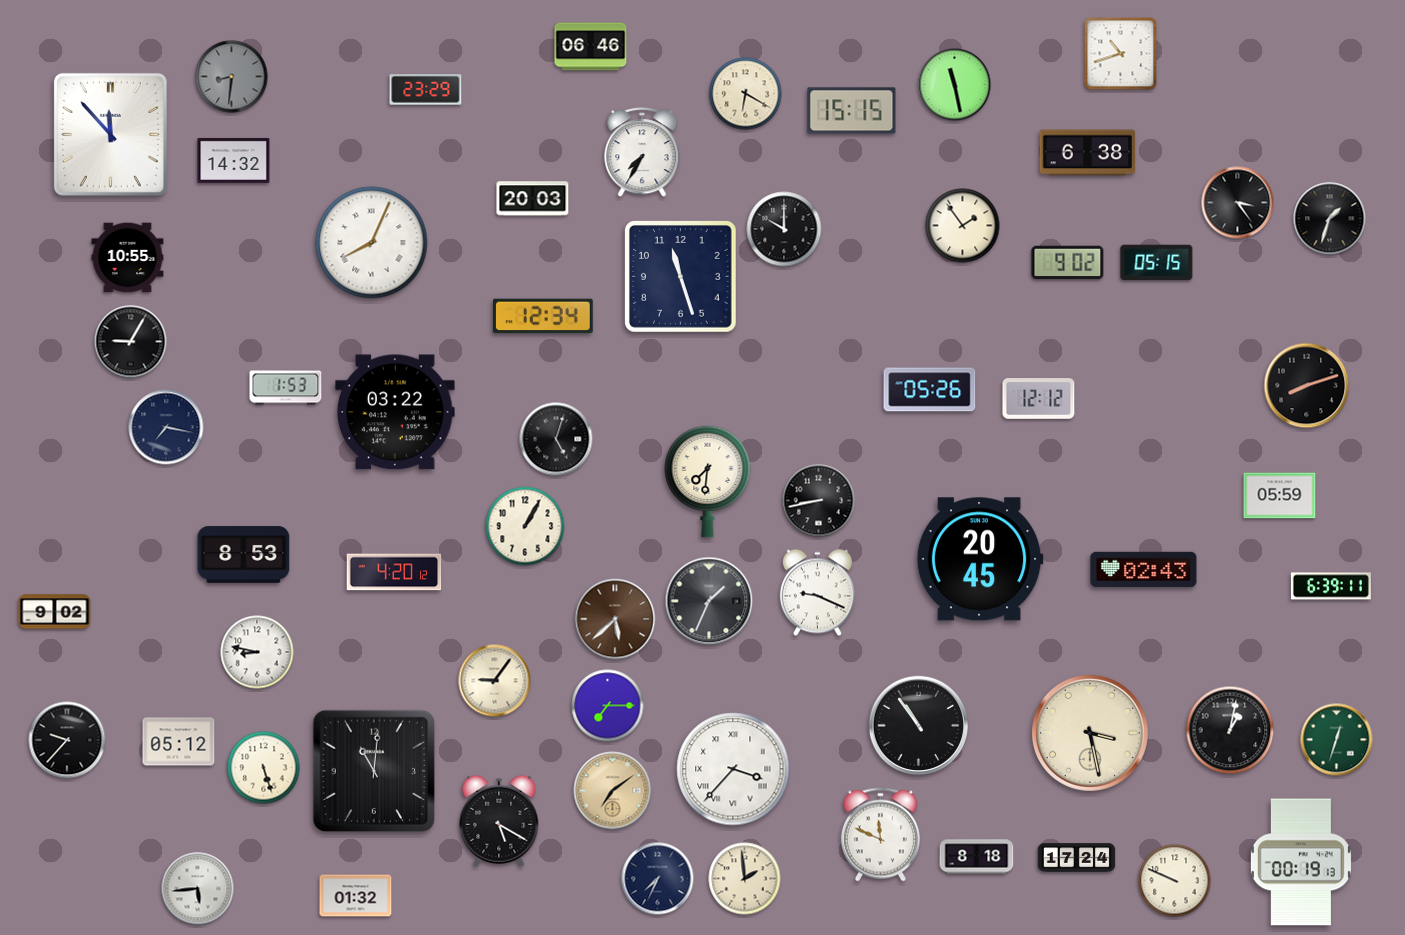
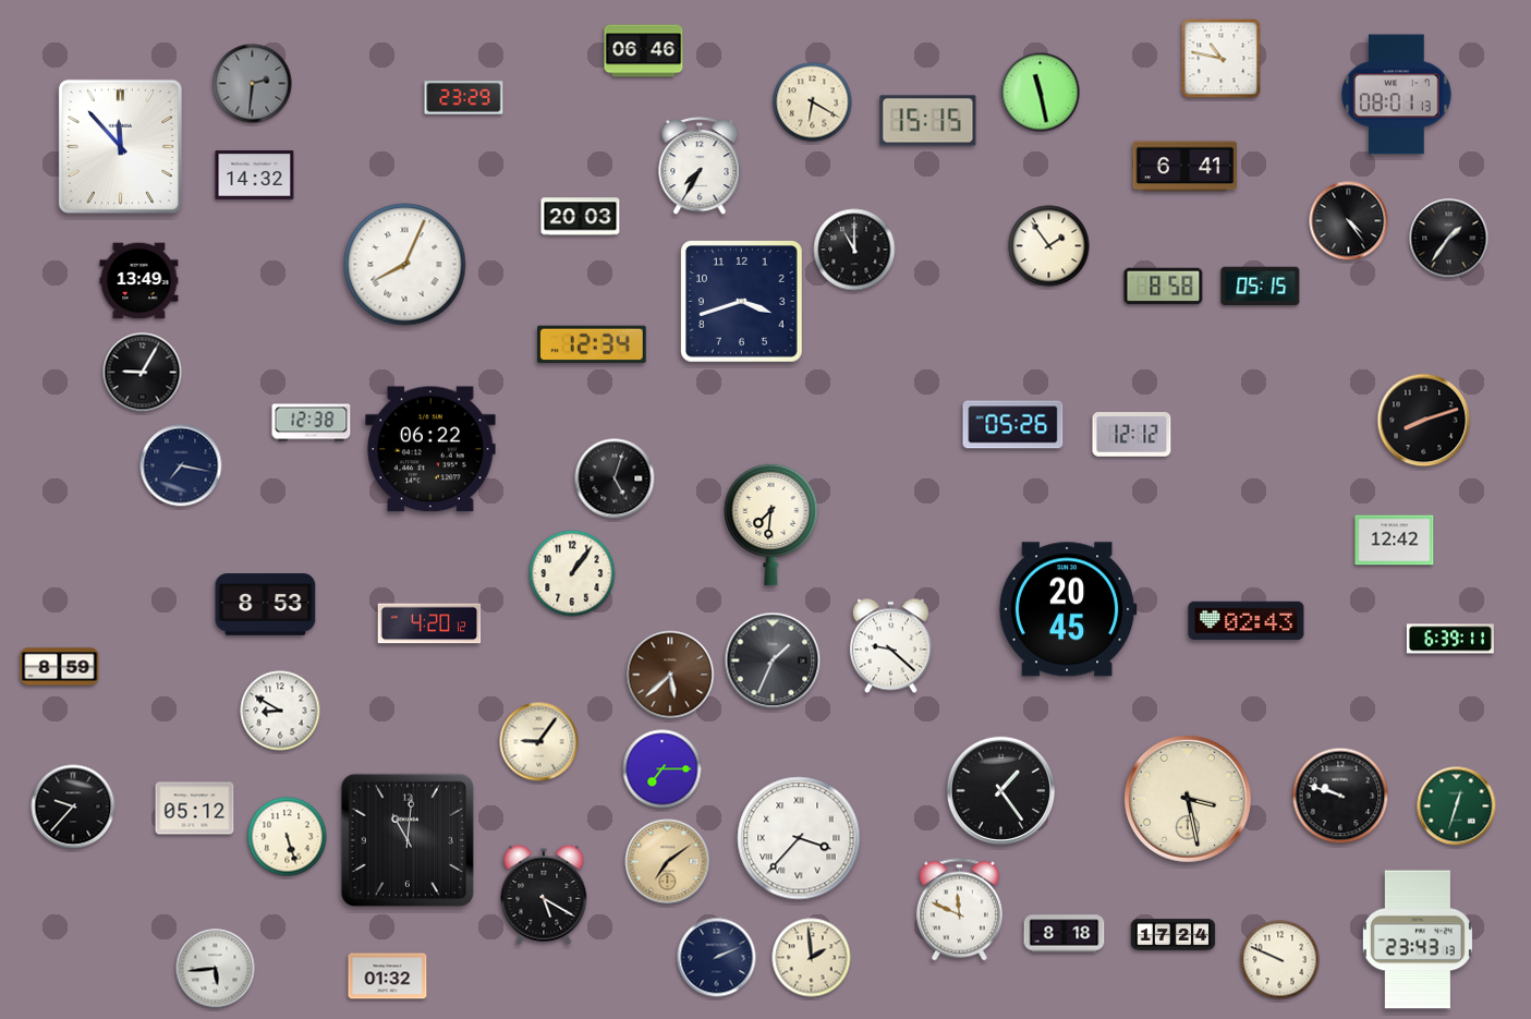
clock at (1121, 54): 10:42 -> 10:47
clock at (232, 77): 8:31 -> 2:31
clock at (1397, 95): none -> 08:01
clock at (1088, 153): 6:38 -> 6:41
clock at (1238, 203): 3:24 -> 4:24
clock at (1330, 219): 1:33 -> 1:36
clock at (784, 229): 10:00 -> 11:00
clock at (128, 258): 10:55 -> 13:49
clock at (1068, 263): 9:02 -> 8:58
clock at (681, 277): 11:27 -> 3:42
clock at (286, 388): 1:53 -> 12:38
clock at (395, 412): 03:22 -> 06:22
clock at (556, 439) position: (556, 439) -> (615, 478)
clock at (1280, 496): 05:59 -> 12:42
clock at (819, 501): 8:43 -> none
clock at (525, 526): 1:05 -> 1:06
clock at (817, 593): 9:19 -> 9:22
clock at (709, 601) position: (709, 601) -> (773, 660)
clock at (55, 612): 9:02 -> 8:59
clock at (257, 652): 8:47 -> 8:50
clock at (919, 726): 10:54 -> 1:24
clock at (1230, 730): 1:02 -> 9:48
clock at (1301, 862): 00:19 -> 23:43
clock at (658, 879): 7:34 -> 2:11
